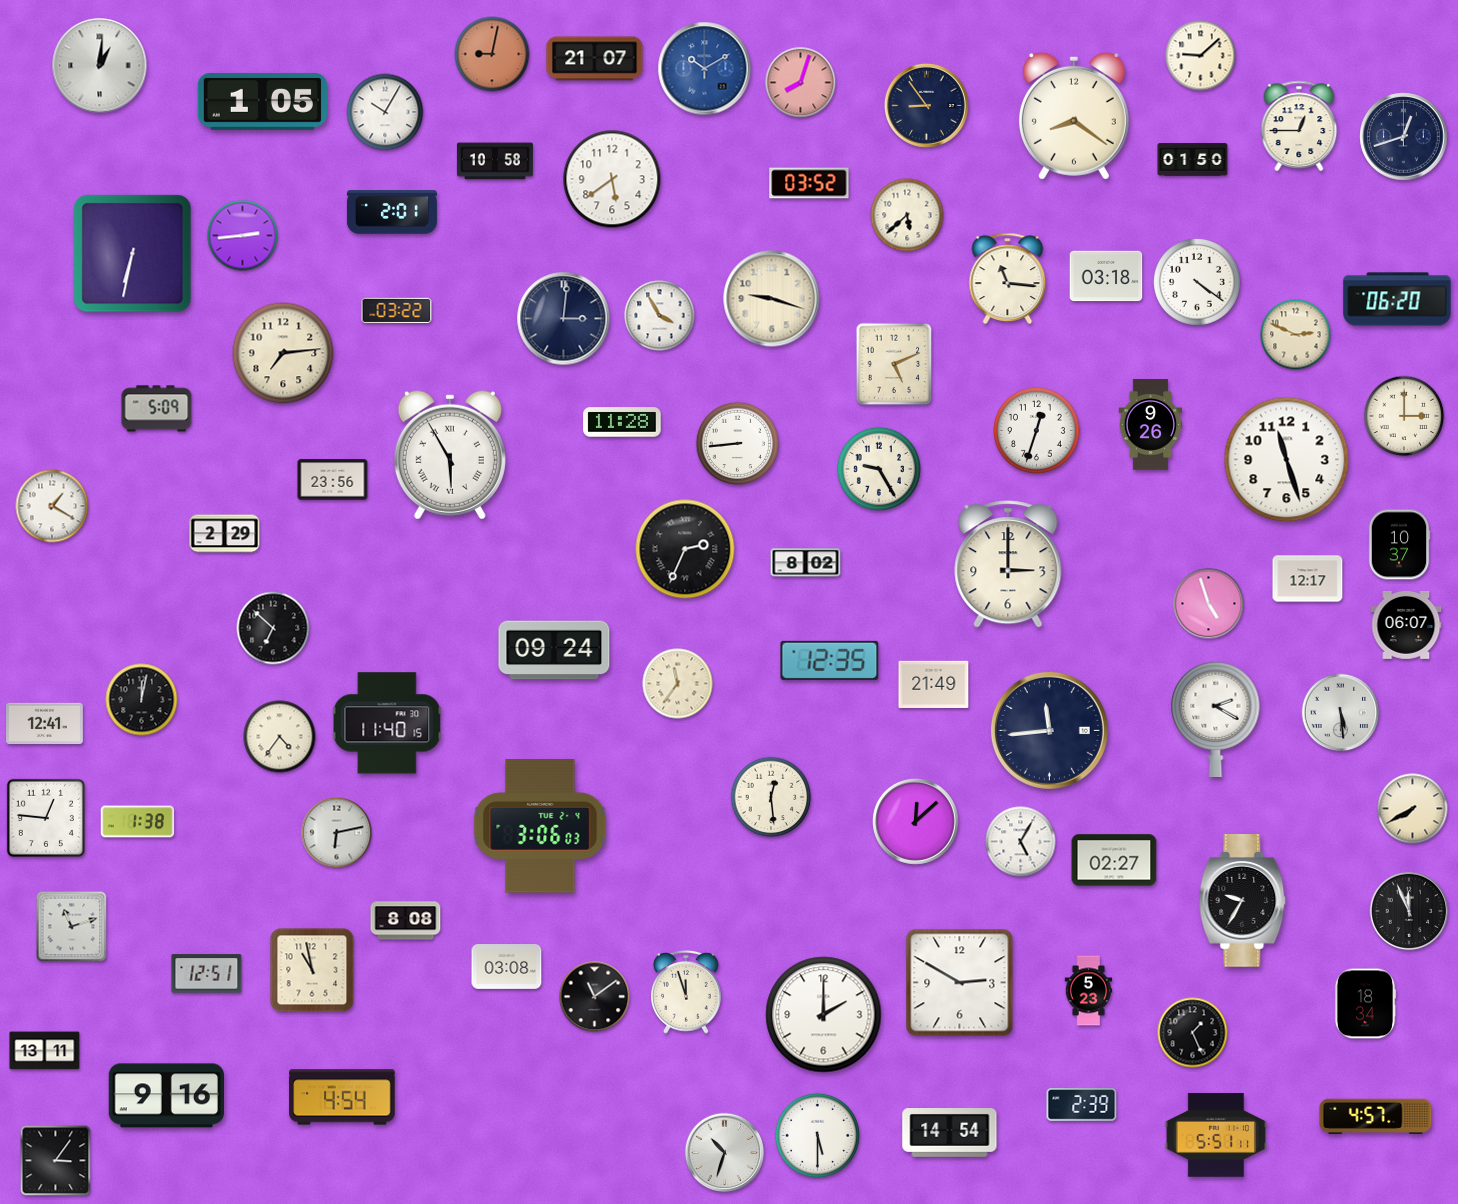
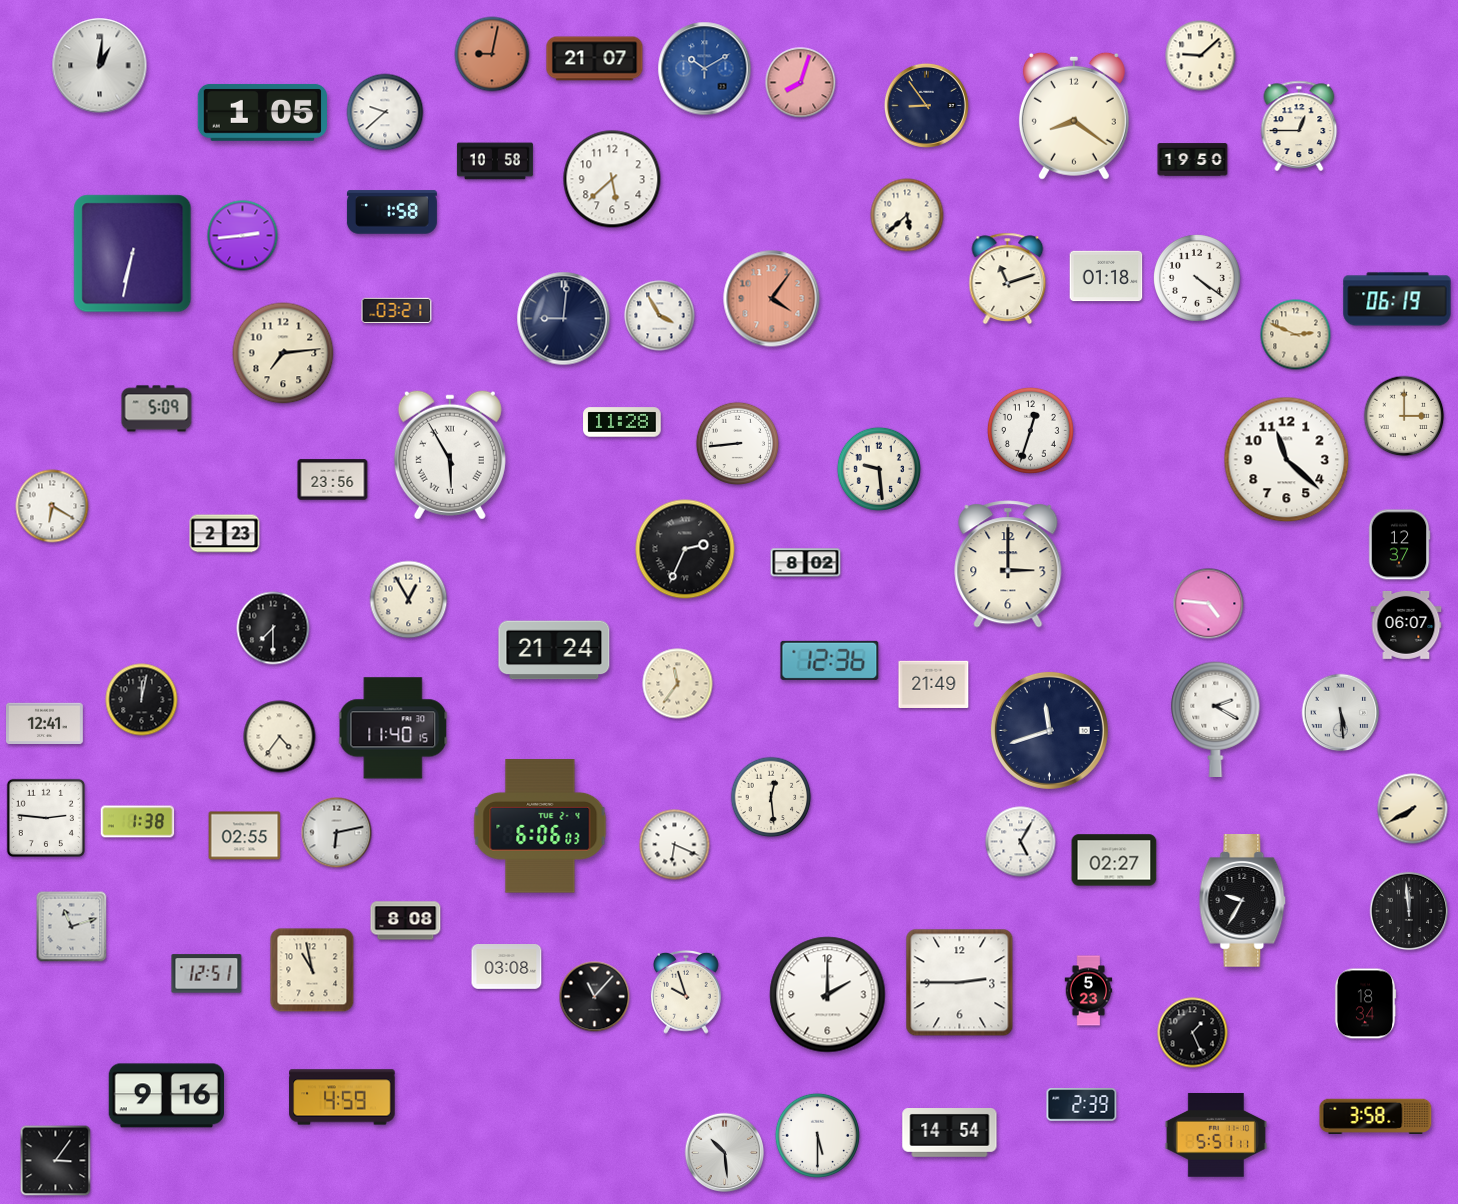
clock at (262, 101) position: (262, 101) -> (262, 112)
clock at (385, 112): 10:05 -> 9:38
clock at (1404, 137): 12:42 -> none
clock at (1193, 160): 01:50 -> 19:50
clock at (612, 179): 5:39 -> 5:38
clock at (809, 183): 03:52 -> none
clock at (392, 212): 2:01 -> 1:58
clock at (1106, 276): 03:18 -> 01:18
clock at (1008, 278): 11:16 -> 11:12
clock at (1198, 283) position: (1198, 283) -> (1198, 279)
clock at (772, 299): 9:18 -> 4:06
clock at (772, 299) dial: cream -> salmon
clock at (1397, 299): 06:20 -> 06:19
clock at (397, 311): 03:22 -> 03:21
clock at (564, 319): 3:01 -> 9:01
clock at (894, 364): 5:11 -> none
clock at (1151, 425): 9:26 -> none
clock at (1036, 430) position: (1036, 430) -> (1030, 430)
clock at (1287, 460): 11:27 -> 11:22
clock at (879, 469): 9:25 -> 9:29
clock at (52, 506): 1:20 -> 6:20
clock at (225, 534): 2:29 -> 2:23
clock at (1399, 545): 10:37 -> 12:37
clock at (1308, 579): 12:17 -> none
clock at (409, 600): none -> 12:55
clock at (1209, 604): 4:57 -> 4:46
clock at (273, 628): 6:52 -> 7:30
clock at (554, 650): 09:24 -> 21:24
clock at (830, 660): 12:35 -> 12:36
clock at (387, 723) position: (387, 723) -> (393, 728)
clock at (1049, 730): 11:44 -> 11:42
clock at (46, 818): 12:46 -> 2:46
clock at (916, 822): 12:08 -> none
clock at (540, 826): 3:06 -> 6:06
clock at (245, 836): none -> 02:55
clock at (675, 845): none -> 6:19
clock at (1409, 911): 11:56 -> 11:59
clock at (960, 983): 2:50 -> 2:45
clock at (687, 992): 11:57 -> 9:57
clock at (595, 997): 11:09 -> 11:07
clock at (824, 1015) position: (824, 1015) -> (828, 995)
clock at (45, 1051): 13:11 -> none
clock at (342, 1097): 4:54 -> 4:59
clock at (1376, 1116): 4:57 -> 3:58
clock at (725, 1153): 10:33 -> 10:29
